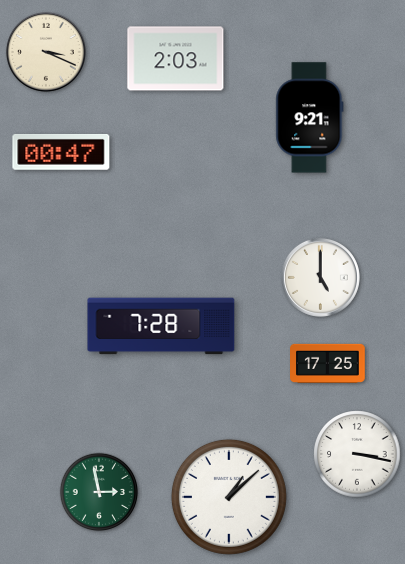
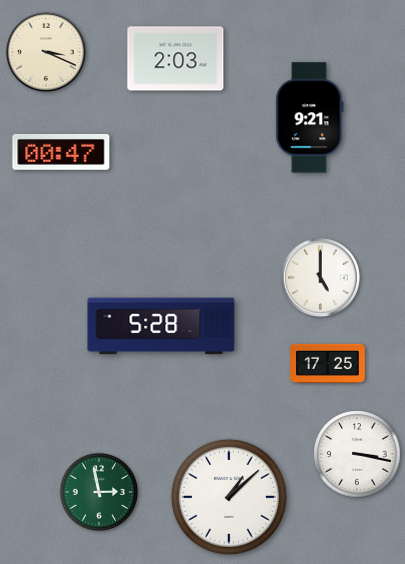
clock at (161, 326): 7:28 -> 5:28
